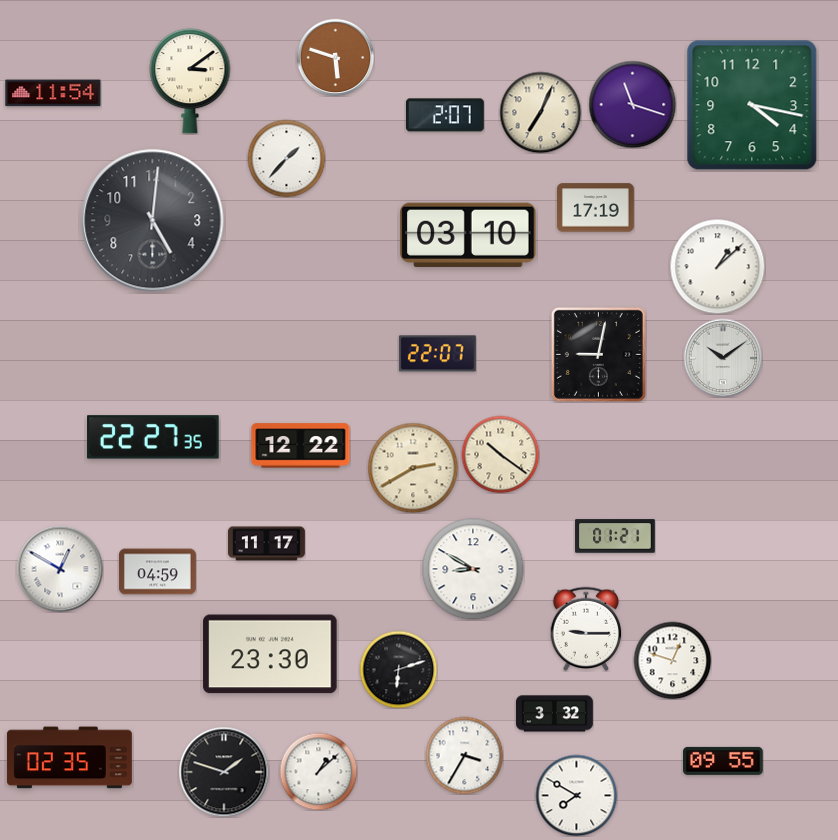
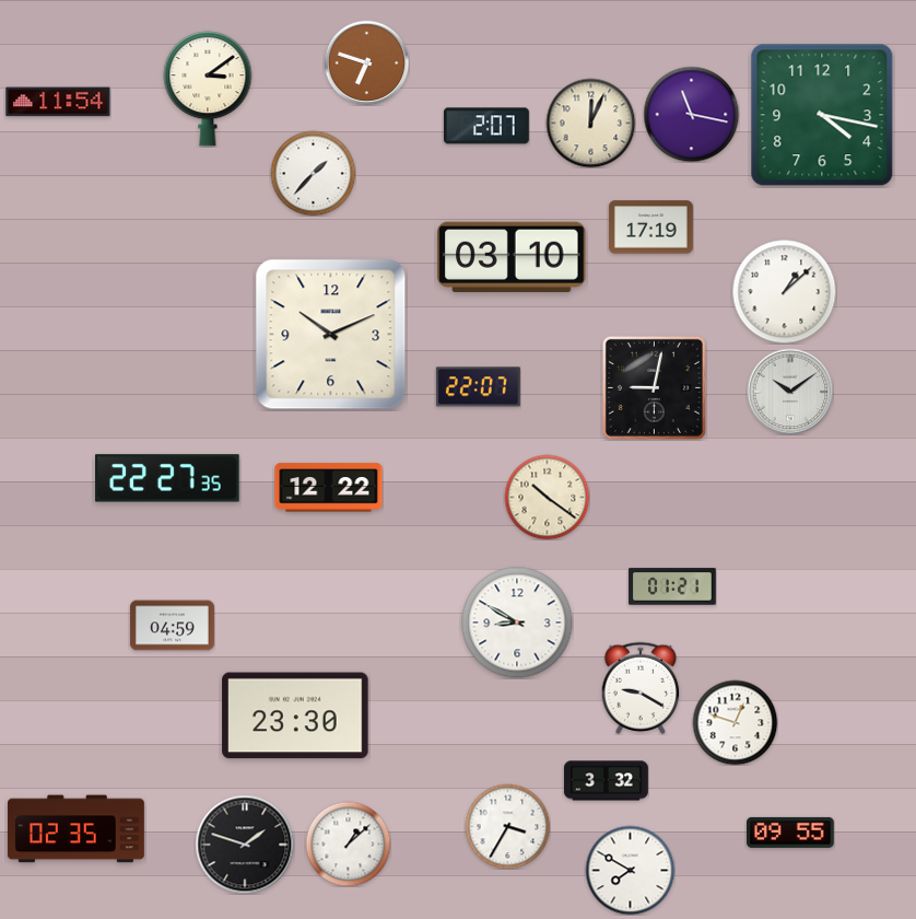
clock at (335, 57): 5:48 -> 6:48
clock at (632, 104): 11:18 -> 11:17
clock at (540, 112): 7:04 -> 12:04
clock at (153, 221): 5:01 -> none
clock at (331, 335): none -> 10:11
clock at (413, 468): 2:40 -> none
clock at (266, 544): 11:17 -> none
clock at (60, 569): 12:50 -> none
clock at (586, 629): 9:15 -> 9:20
clock at (398, 669): 6:12 -> none
